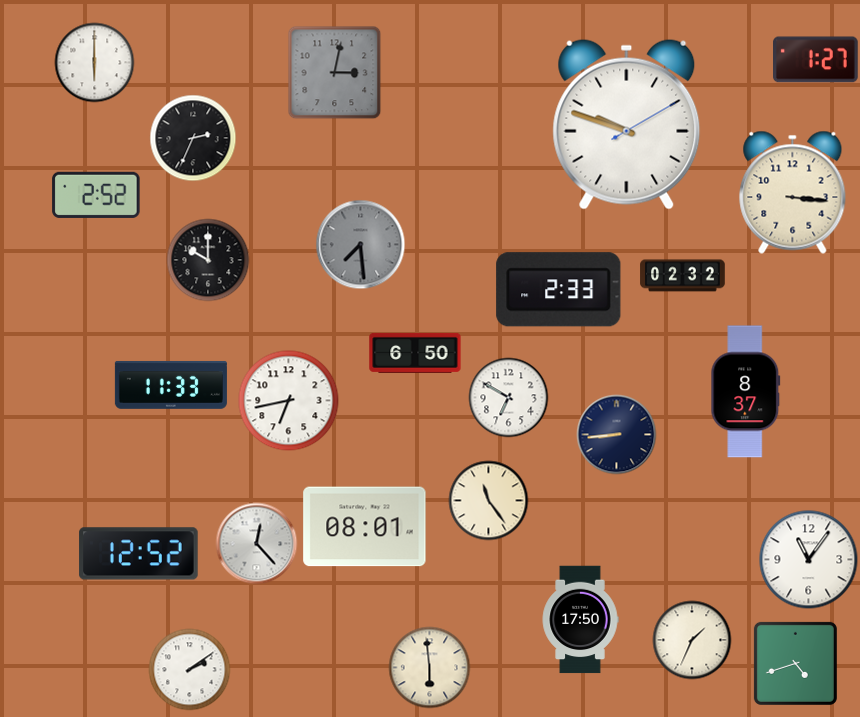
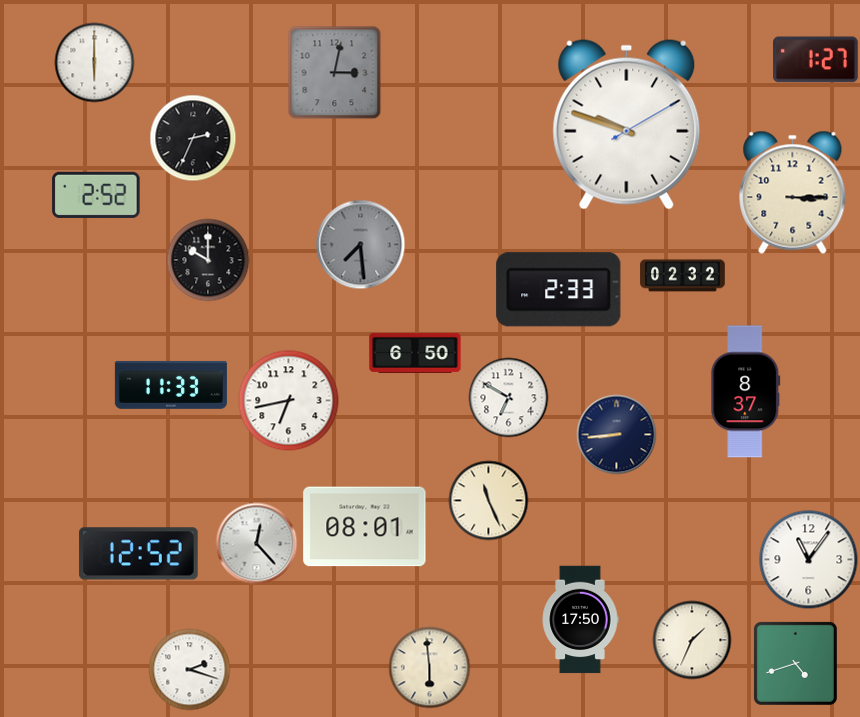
clock at (793, 192): 3:16 -> 3:15
clock at (489, 501): 11:24 -> 11:26
clock at (190, 670): 2:09 -> 2:18
